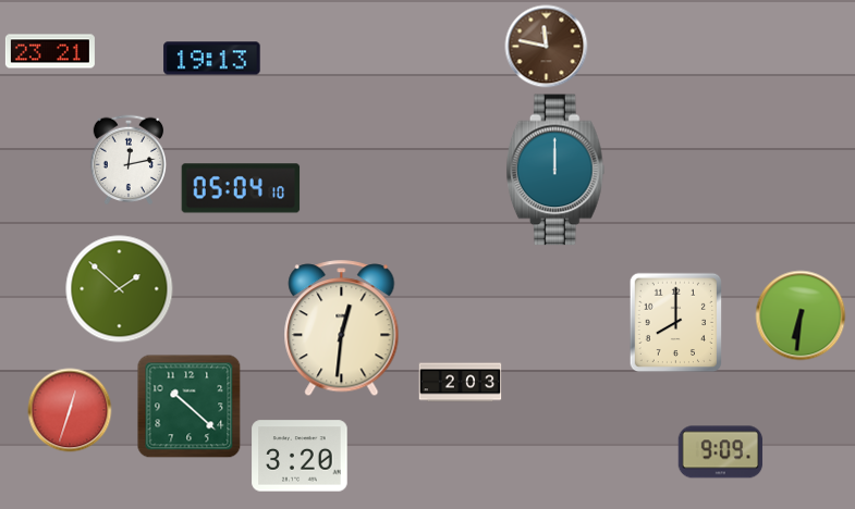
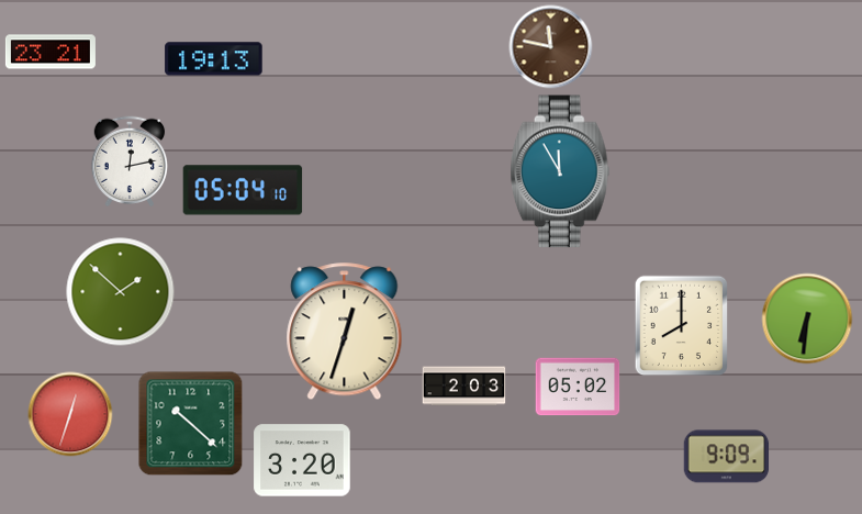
clock at (555, 170): 12:00 -> 11:55
clock at (342, 328): 12:31 -> 12:33
clock at (578, 387): none -> 05:02
clock at (190, 407) position: (190, 407) -> (191, 424)
